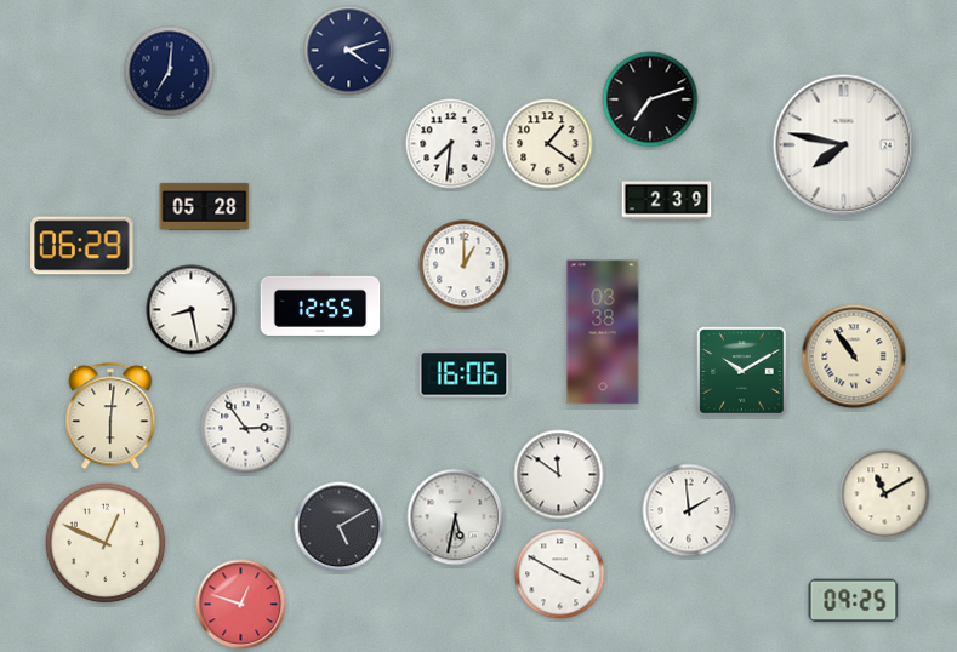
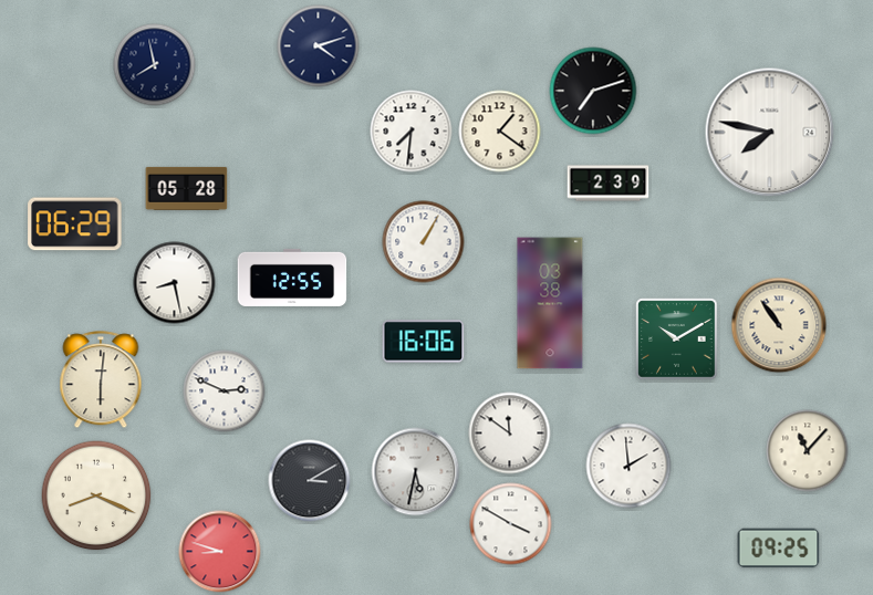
clock at (170, 72): 7:01 -> 7:58
clock at (465, 265): 1:00 -> 1:05
clock at (246, 429): 2:54 -> 2:49
clock at (885, 494): 11:10 -> 11:07
clock at (340, 527): 5:10 -> 3:10
clock at (106, 543): 12:49 -> 8:19
clock at (241, 605): 12:48 -> 8:48
